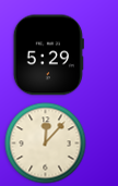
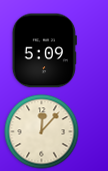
clock at (48, 55): 5:29 -> 5:09
